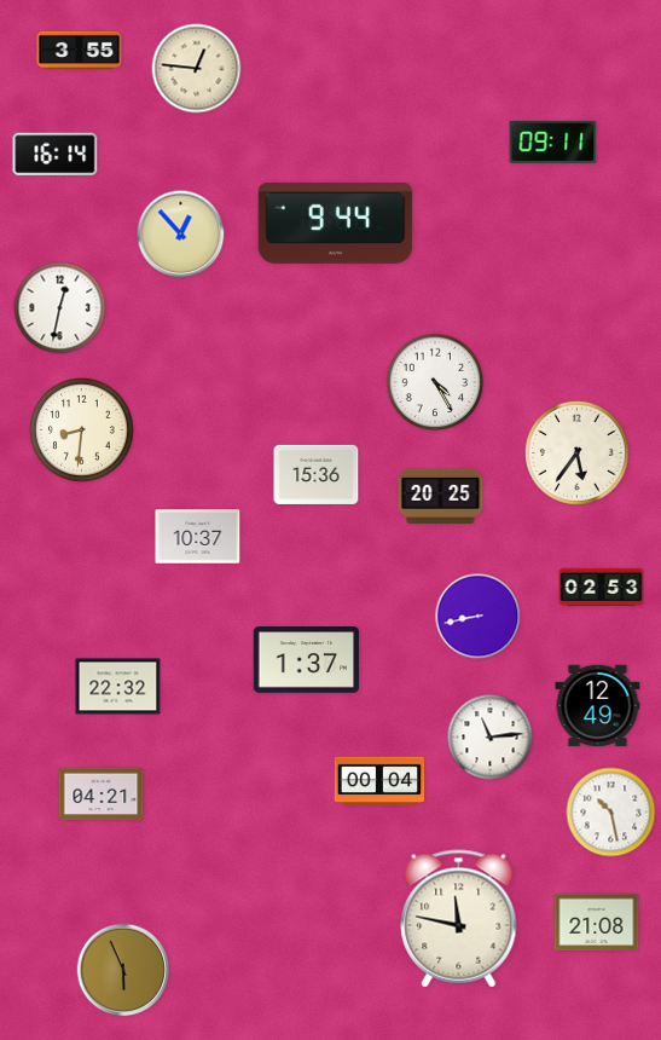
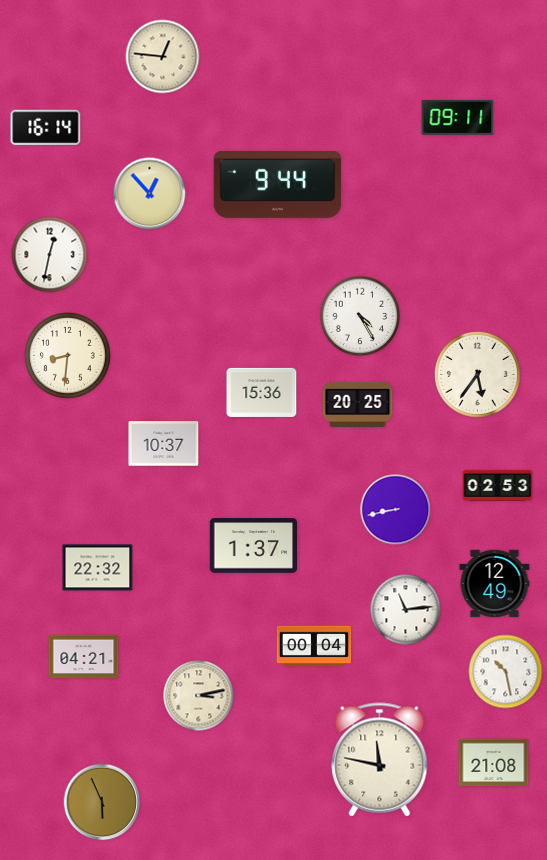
clock at (80, 50): 3:55 -> none
clock at (441, 496) position: (441, 496) -> (358, 404)
clock at (199, 696): none -> 3:13
